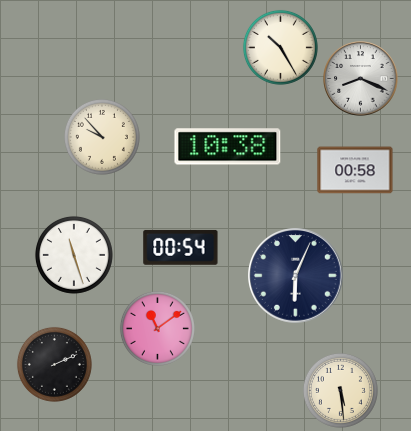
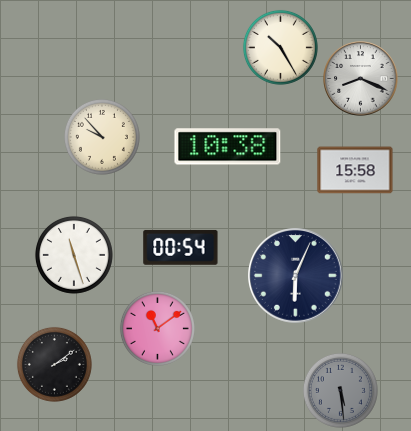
clock at (355, 170): 00:58 -> 15:58
clock at (54, 364): 2:11 -> 2:09
clock at (340, 390) dial: cream -> grey
